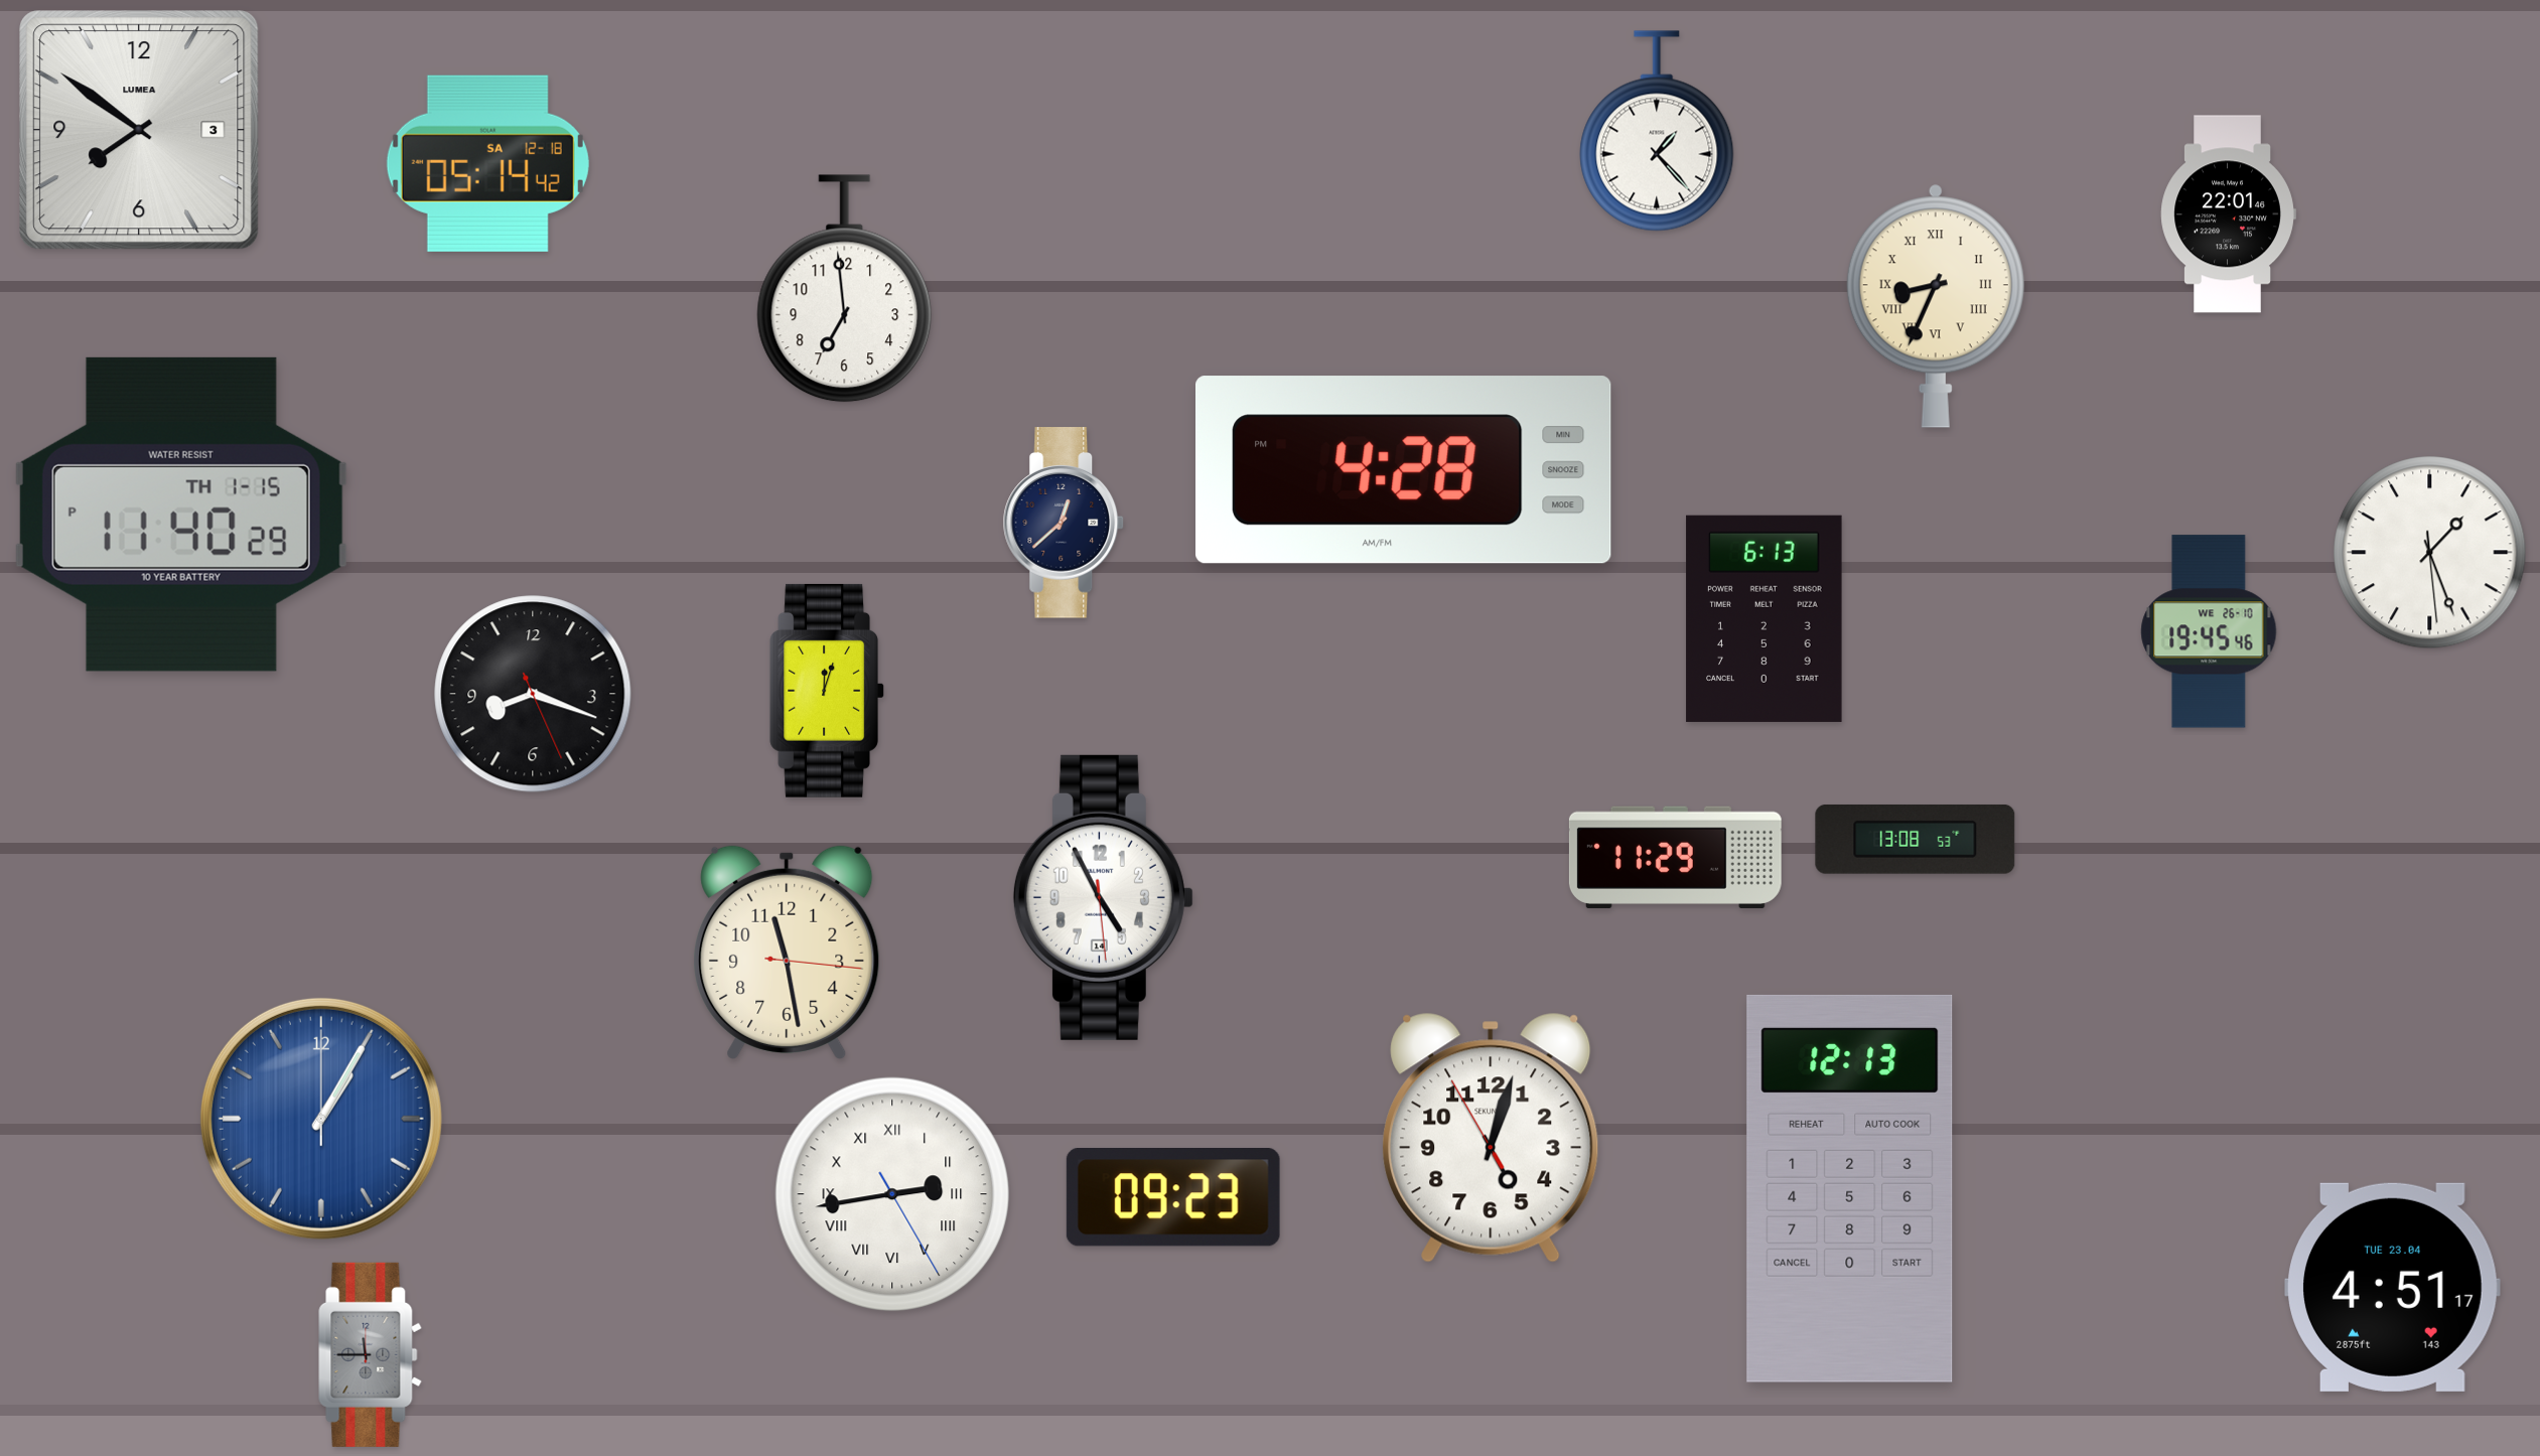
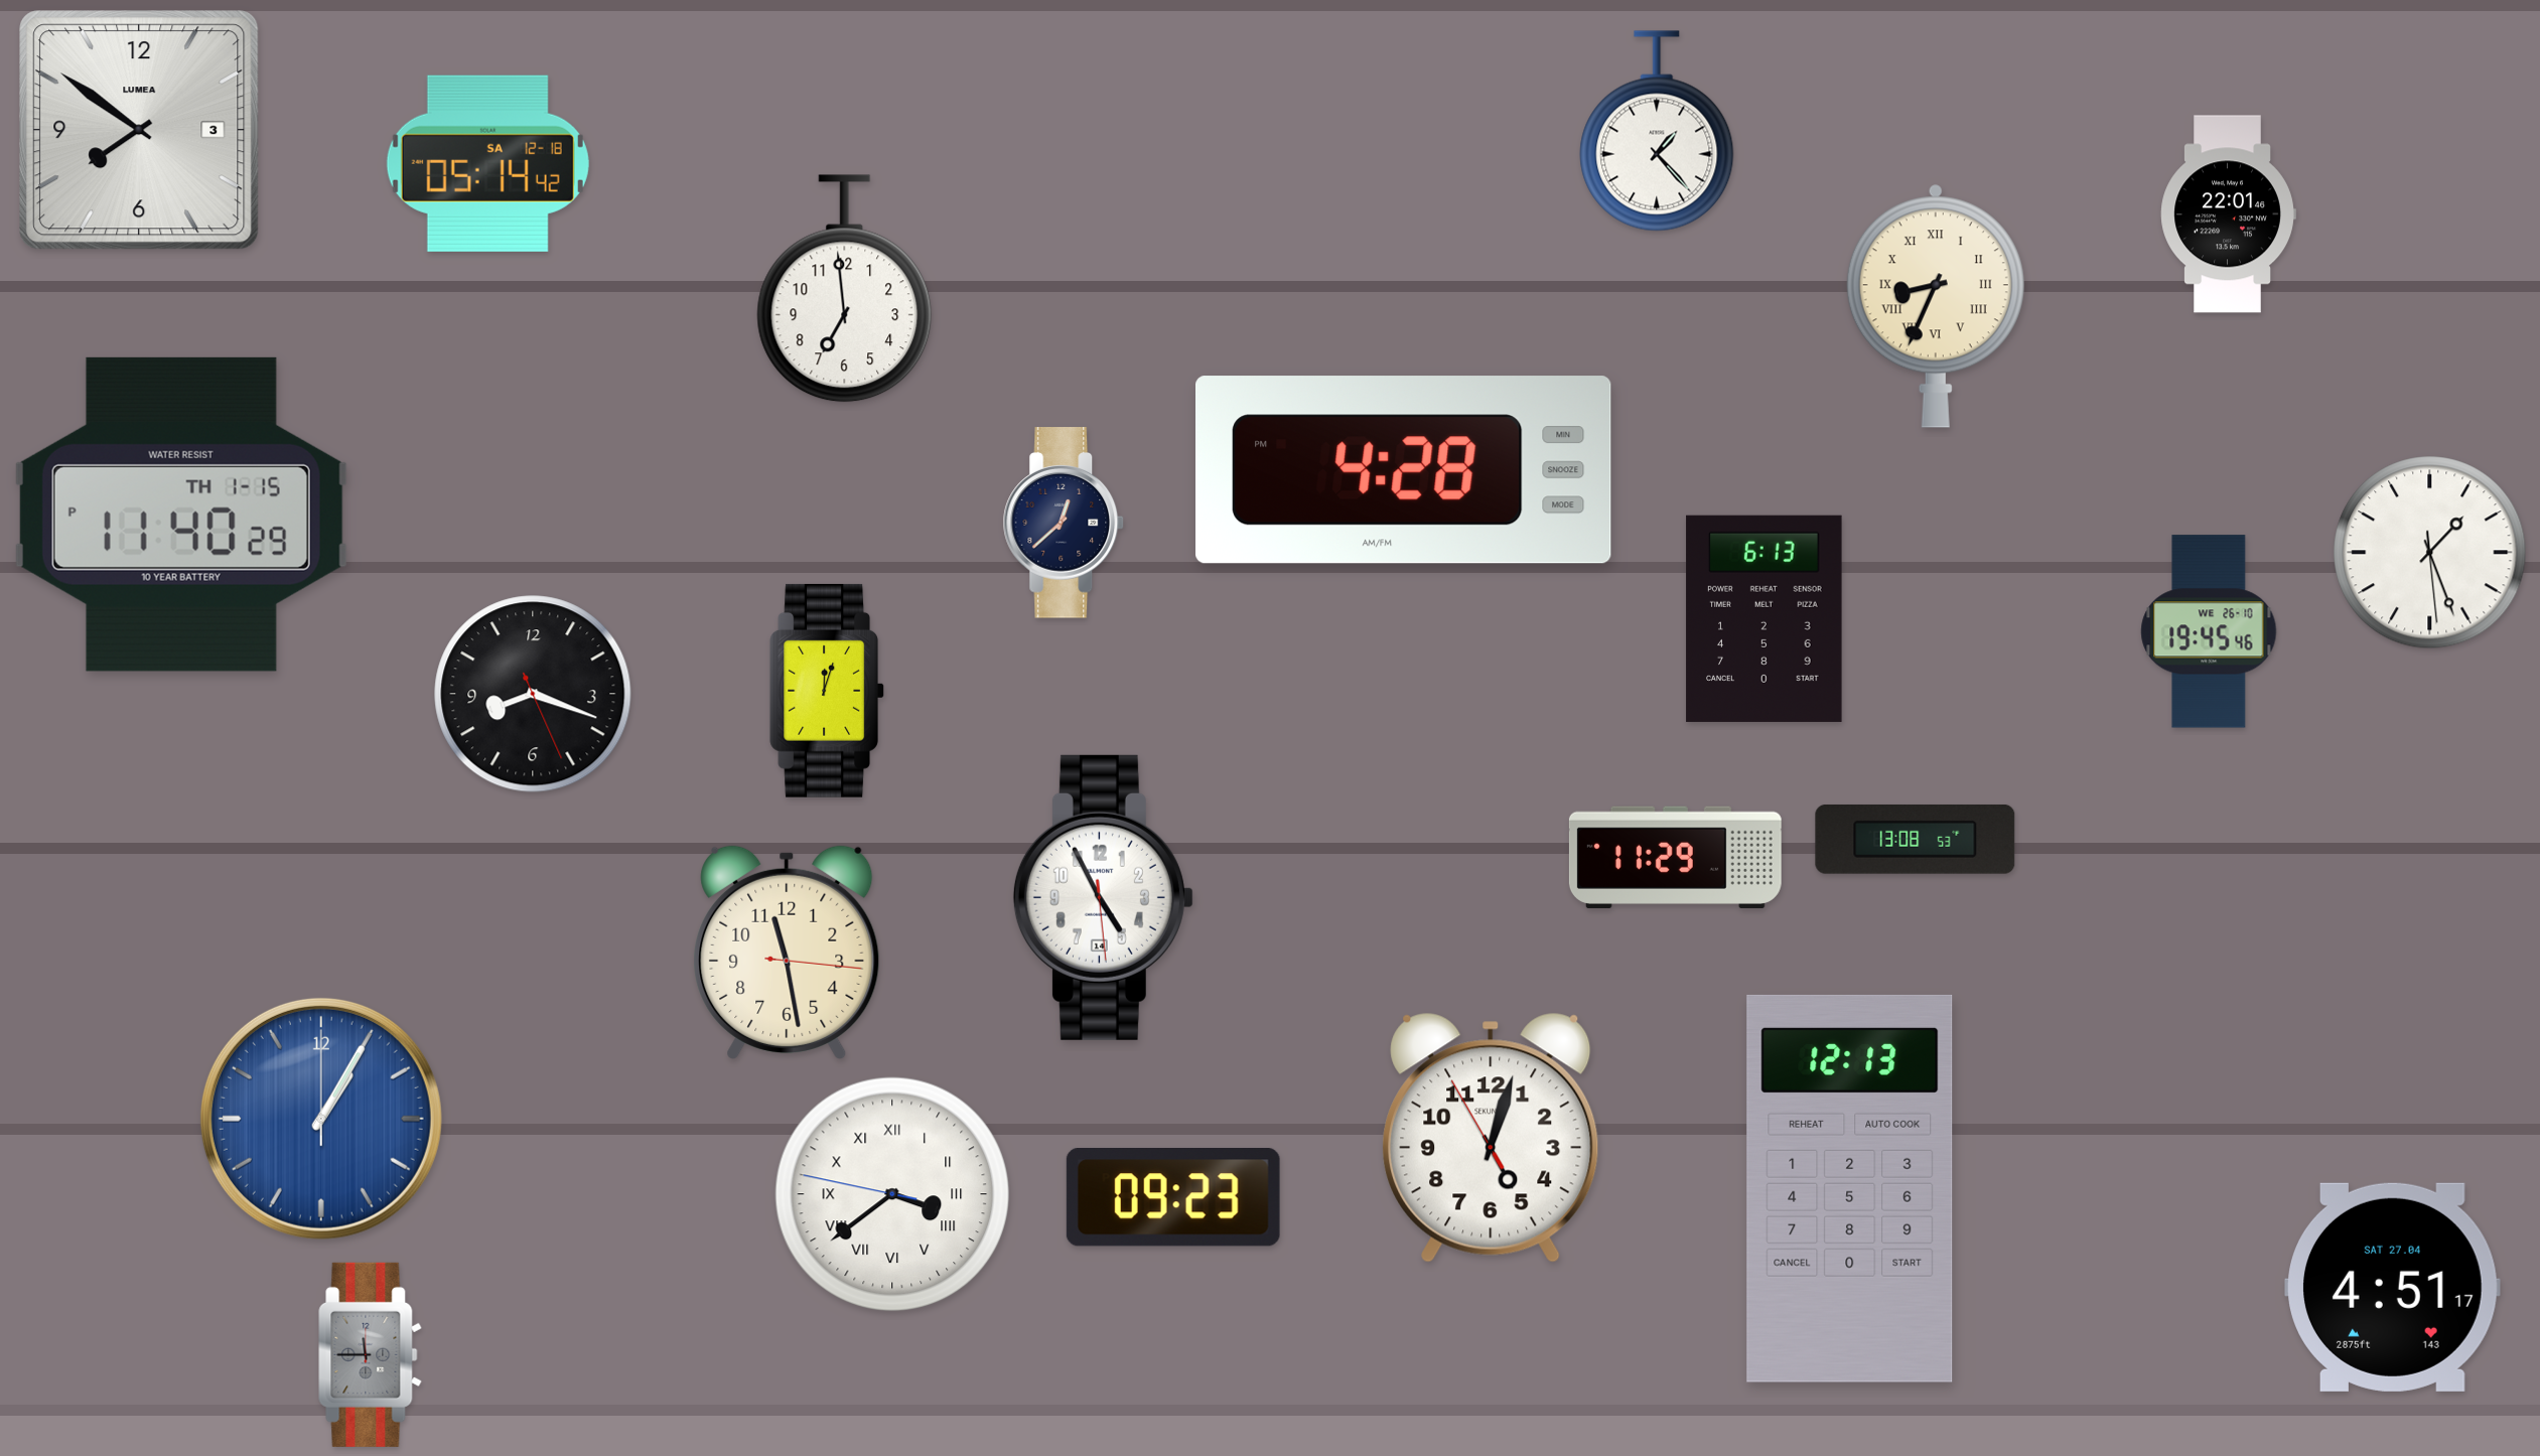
clock at (892, 1194): 2:43 -> 3:38
clock at (2393, 1287) date: TUE 23.04 -> SAT 27.04
